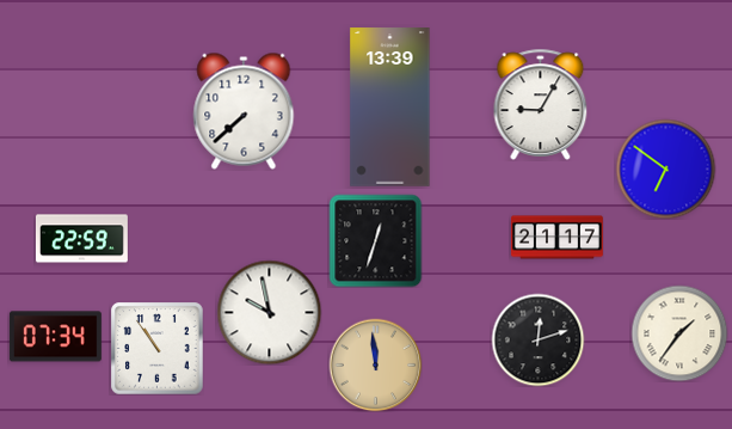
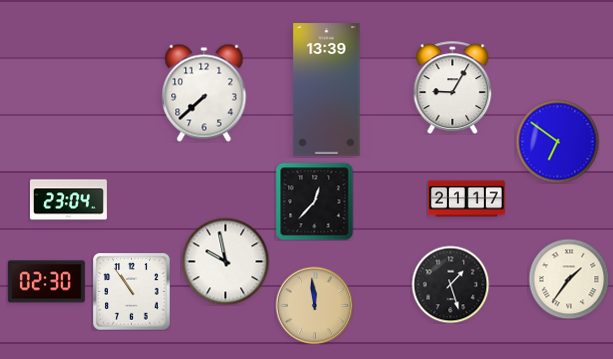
clock at (81, 239): 22:59 -> 23:04
clock at (375, 240): 12:33 -> 12:37
clock at (55, 337): 07:34 -> 02:30
clock at (537, 339): 12:12 -> 1:27
